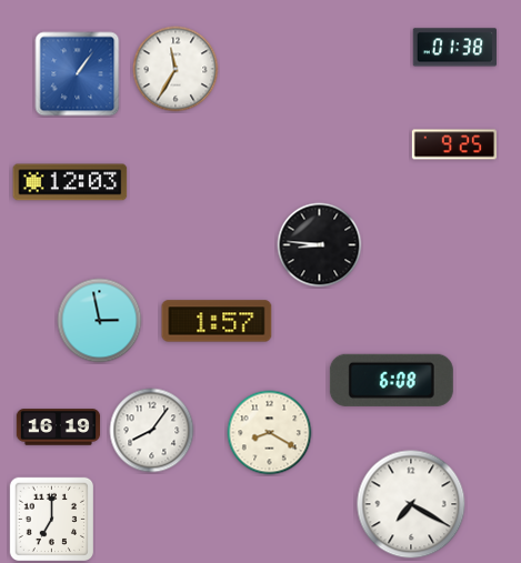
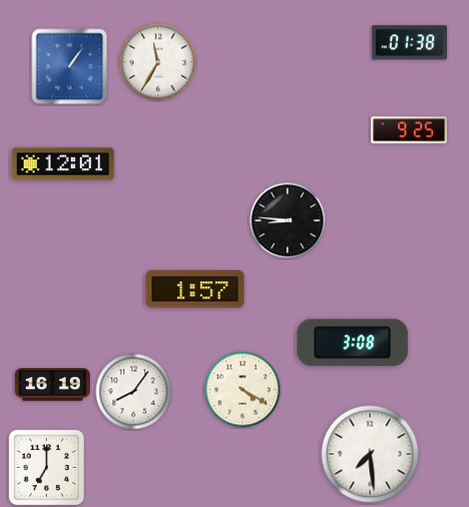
clock at (70, 182): 12:03 -> 12:01
clock at (100, 321): 2:58 -> none
clock at (391, 380): 6:08 -> 3:08
clock at (152, 431) position: (152, 431) -> (134, 392)
clock at (270, 433): 8:20 -> 4:20
clock at (411, 504): 7:20 -> 7:29
